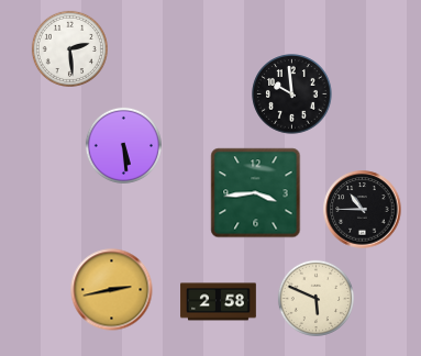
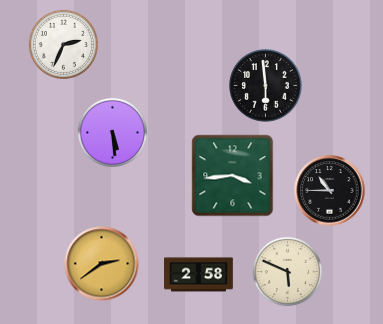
clock at (69, 48): 2:29 -> 2:34
clock at (292, 94): 9:59 -> 5:59
clock at (112, 290): 2:43 -> 2:39
